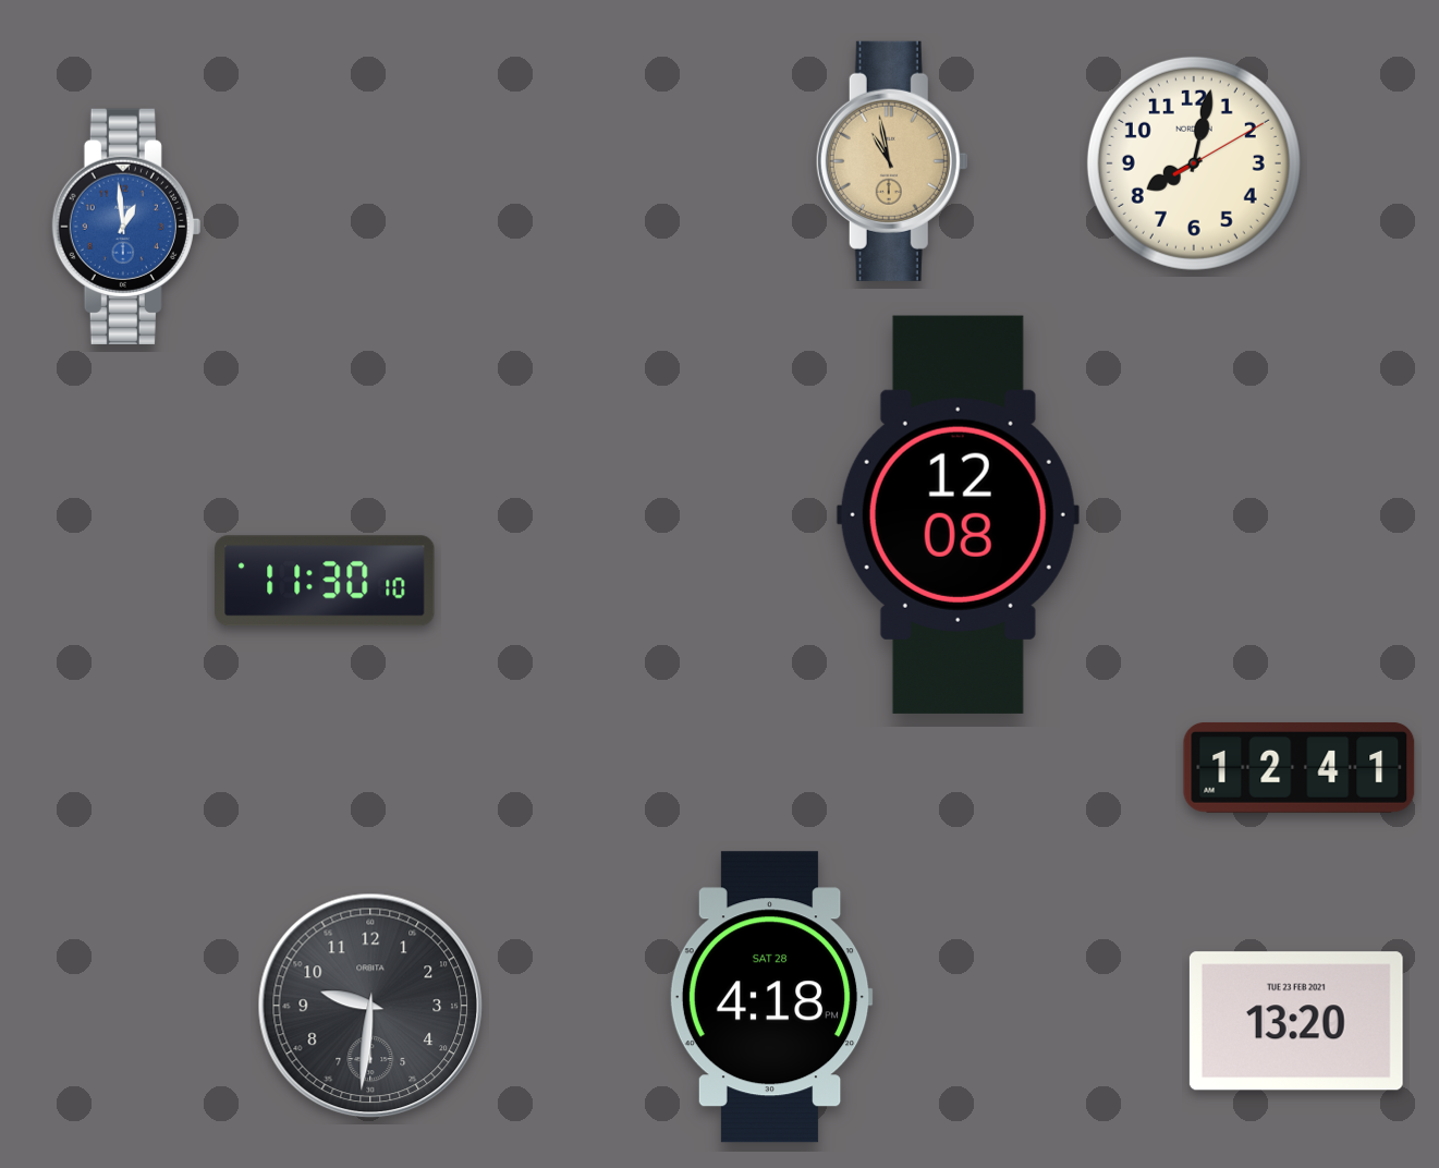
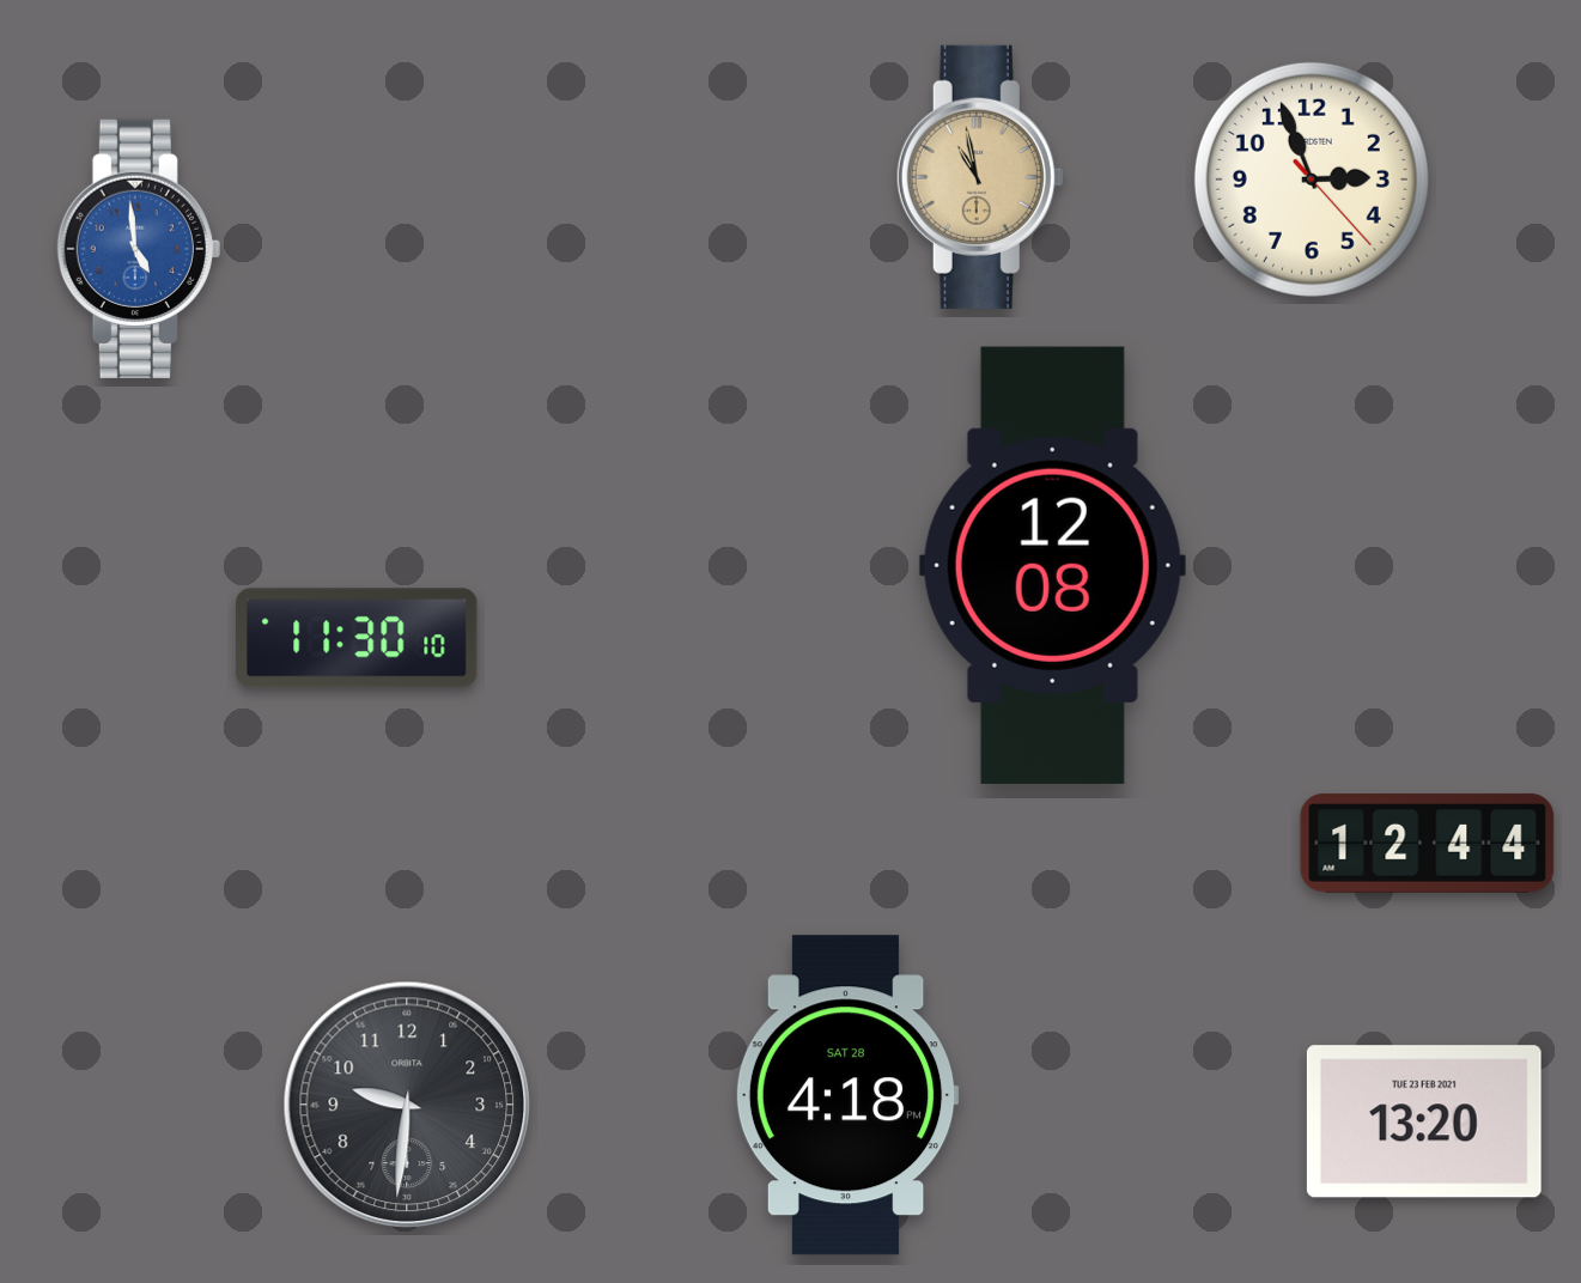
clock at (1194, 163): 8:02 -> 2:56
clock at (126, 227): 12:59 -> 4:59
clock at (1300, 767): 12:41 -> 12:44
